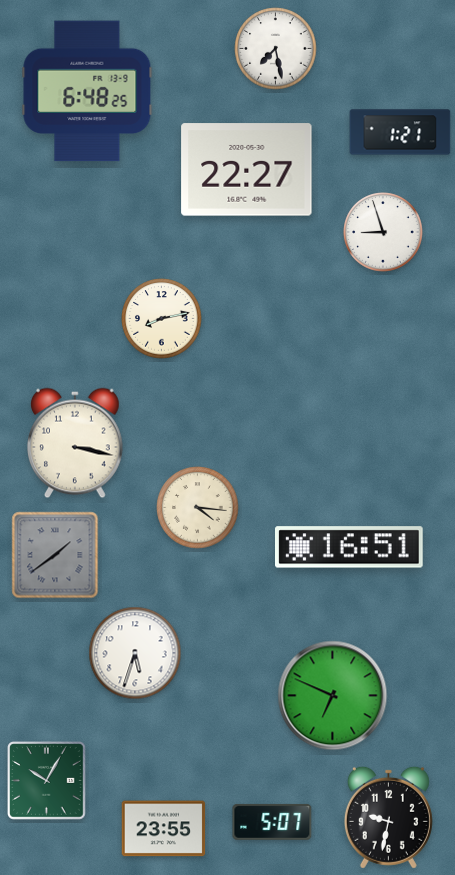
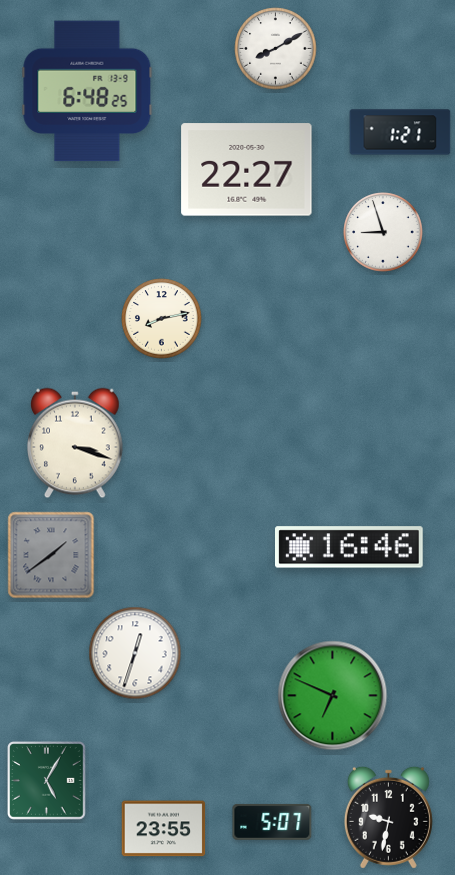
clock at (276, 49): 7:28 -> 8:10
clock at (76, 443): 3:17 -> 3:18
clock at (198, 508): 4:16 -> none
clock at (350, 547): 16:51 -> 16:46
clock at (55, 555) position: (55, 555) -> (51, 555)
clock at (135, 653): 5:33 -> 12:33
clock at (47, 781): 10:05 -> 5:05
